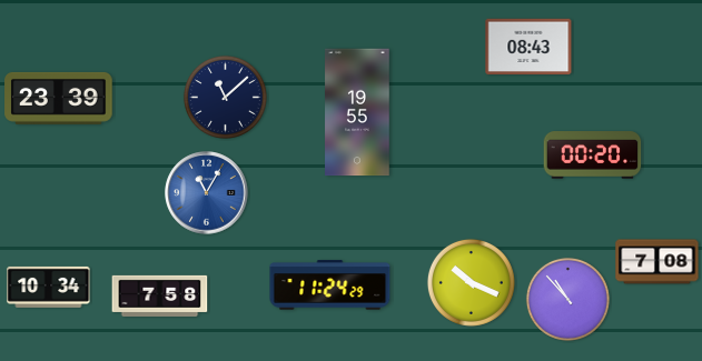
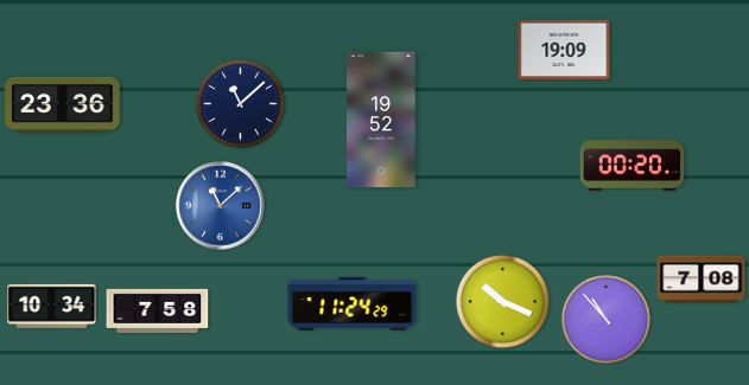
clock at (528, 47): 08:43 -> 19:09
clock at (59, 98): 23:39 -> 23:36
clock at (357, 112): 19:55 -> 19:52
clock at (207, 193): 11:05 -> 11:08
clock at (160, 295) position: (160, 295) -> (158, 310)
